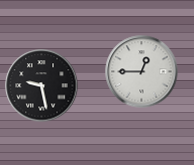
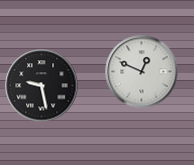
clock at (142, 72): 12:45 -> 12:49
